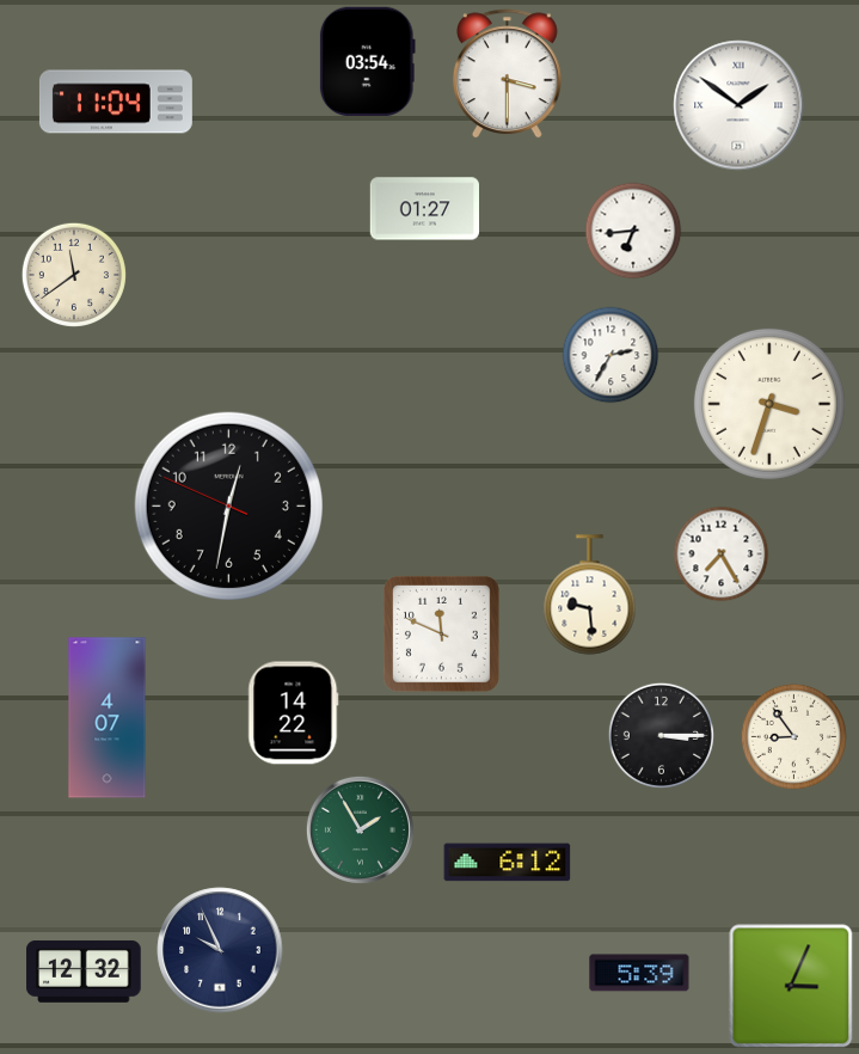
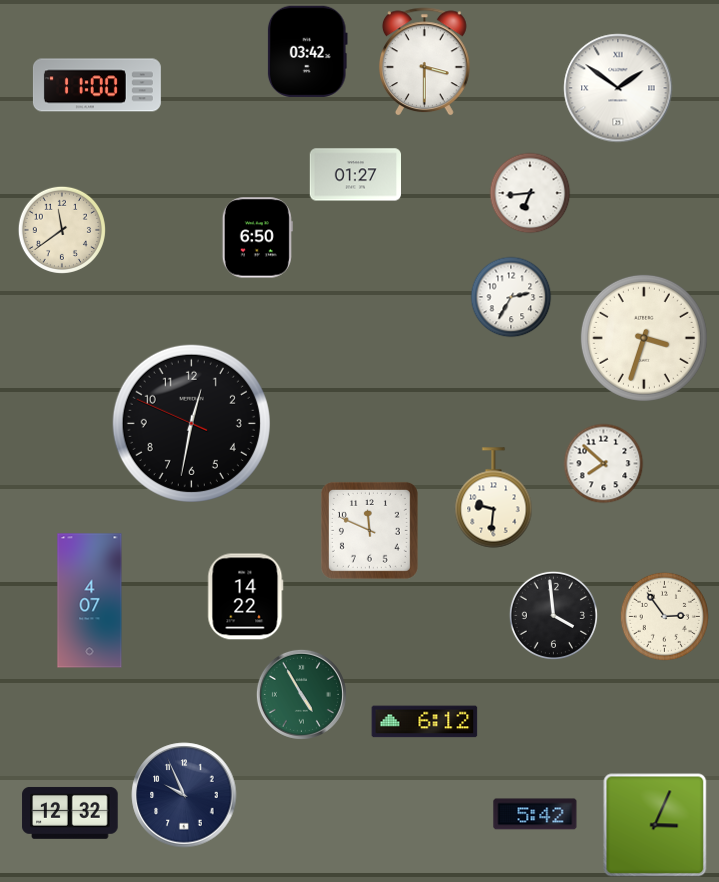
clock at (367, 61): 03:54 -> 03:42
clock at (116, 102): 11:04 -> 11:00
clock at (257, 238): none -> 6:50
clock at (722, 554): 7:25 -> 7:52
clock at (590, 595): 9:29 -> 9:31
clock at (661, 735): 3:15 -> 3:59
clock at (793, 736): 8:54 -> 2:54
clock at (360, 829): 1:55 -> 4:55
clock at (639, 973): 5:39 -> 5:42
clock at (791, 986) position: (791, 986) -> (655, 825)
